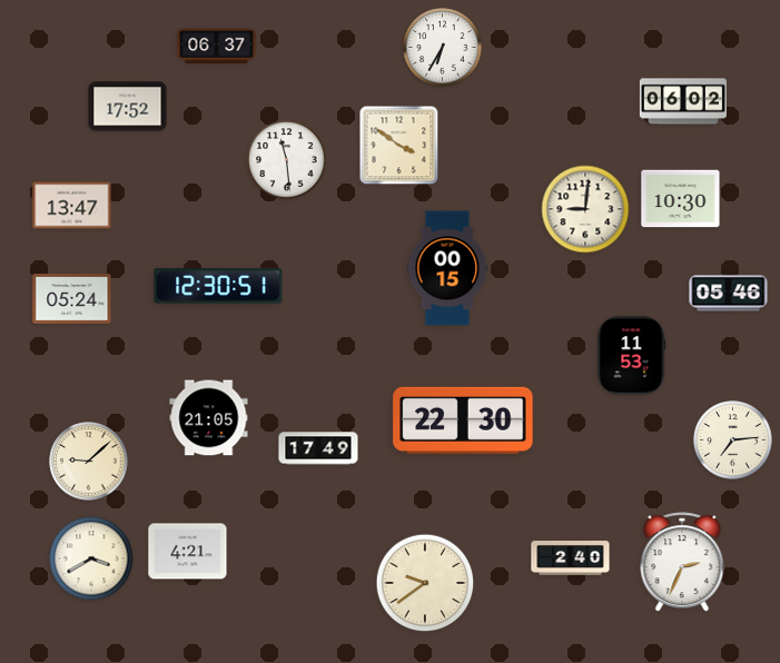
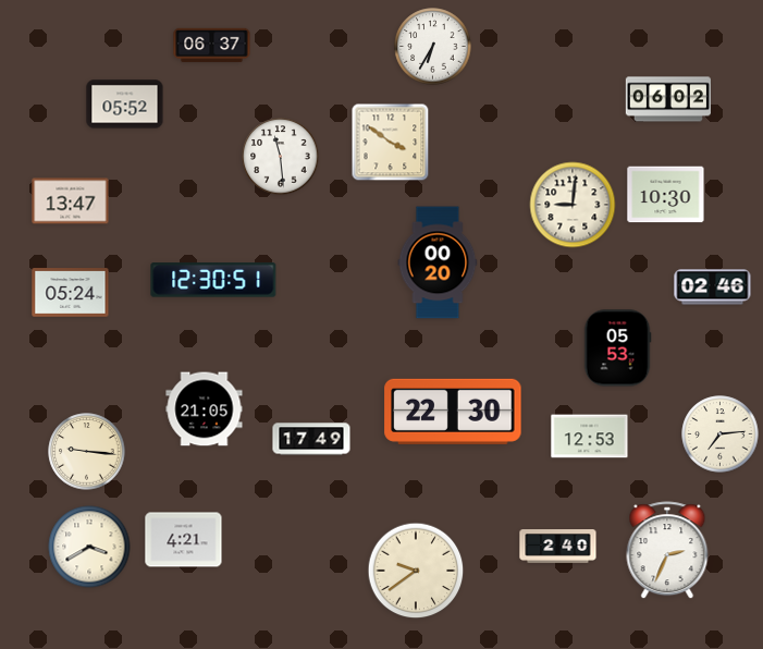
clock at (128, 107): 17:52 -> 05:52
clock at (447, 268): 00:15 -> 00:20
clock at (729, 294): 05:46 -> 02:46
clock at (631, 356): 11:53 -> 05:53
clock at (733, 441) position: (733, 441) -> (721, 434)
clock at (590, 437): none -> 12:53
clock at (89, 462): 9:08 -> 9:16
